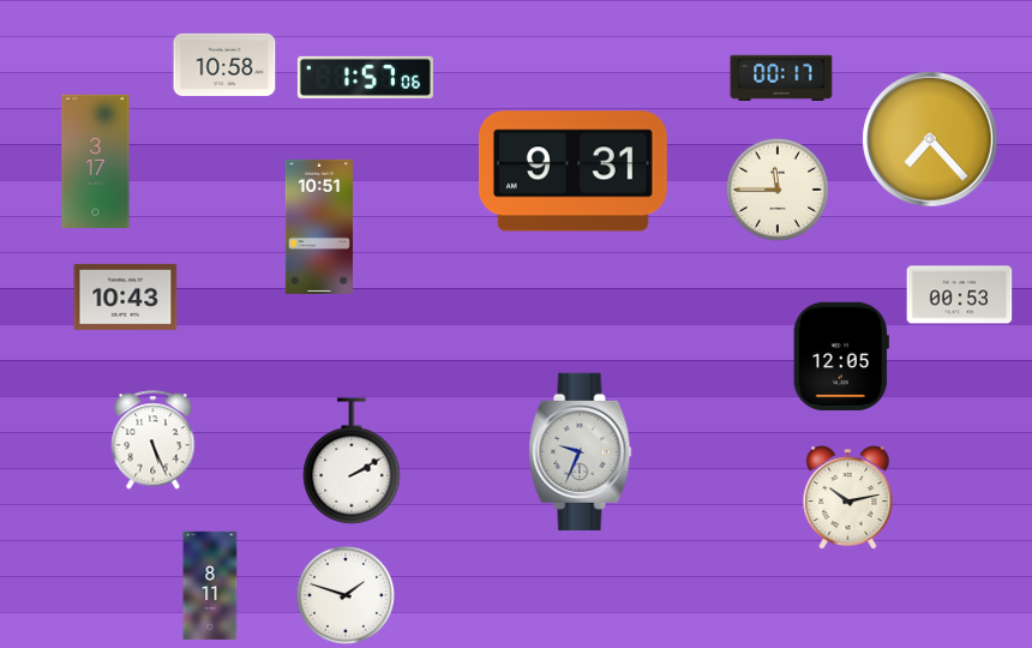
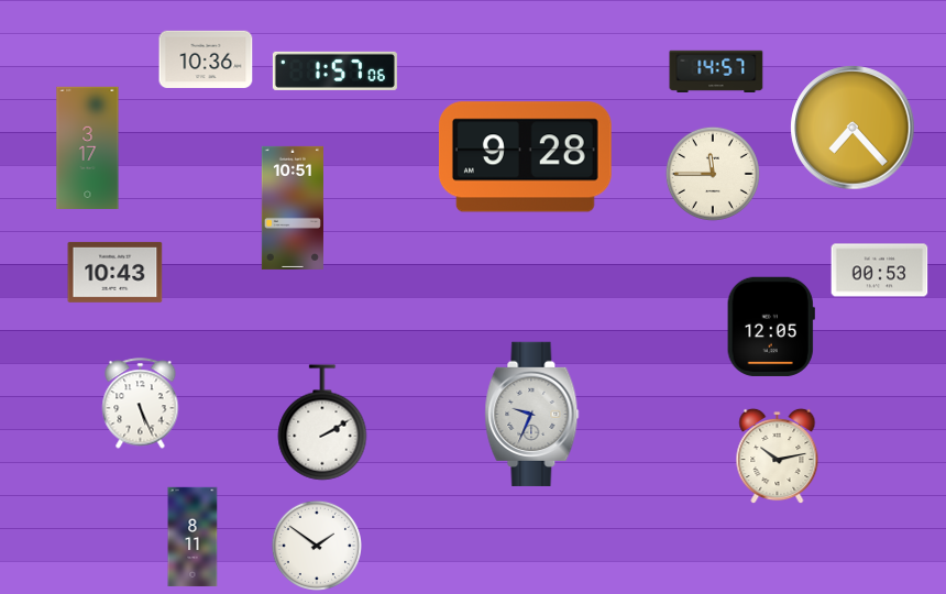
clock at (224, 65): 10:58 -> 10:36
clock at (781, 77): 00:17 -> 14:57
clock at (572, 172): 9:31 -> 9:28
clock at (344, 594): 1:48 -> 1:51
